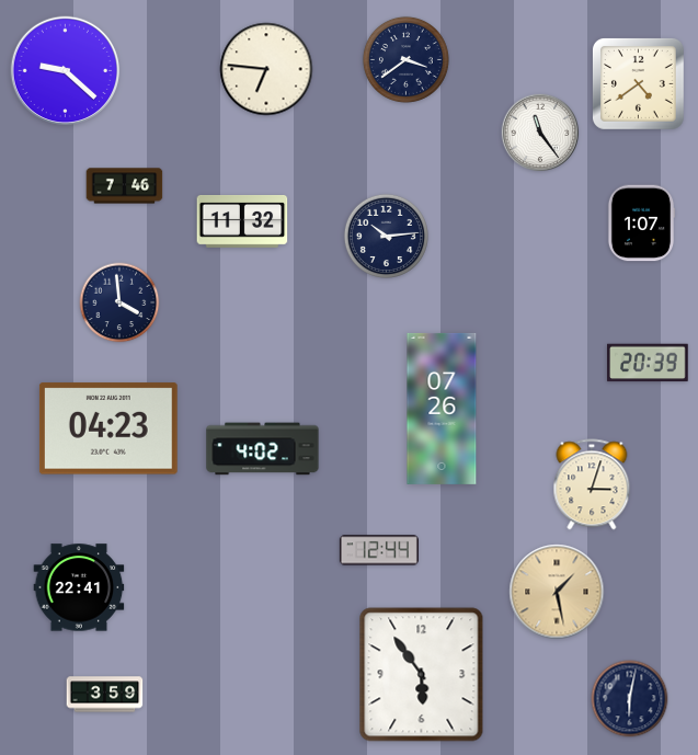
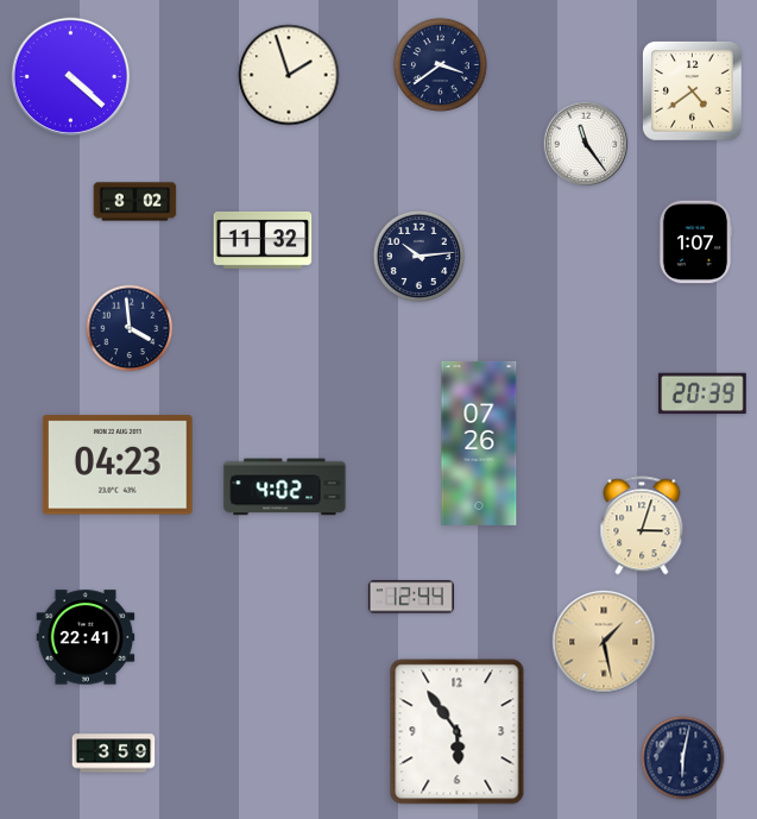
clock at (266, 69): 6:46 -> 1:57
clock at (66, 71): 9:22 -> 4:22
clock at (125, 186): 7:46 -> 8:02
